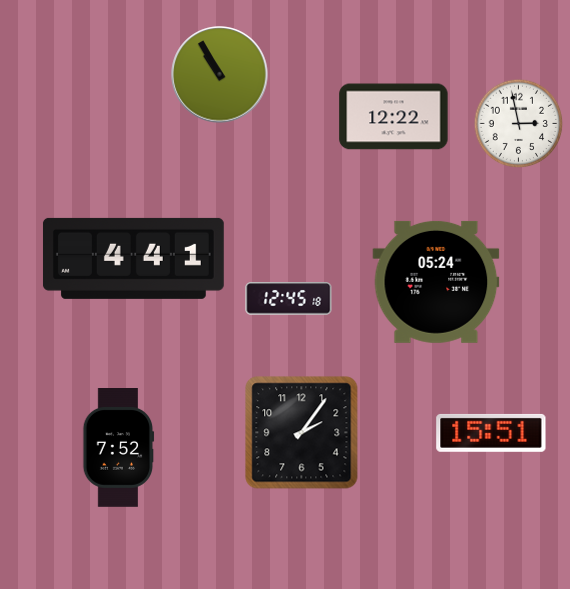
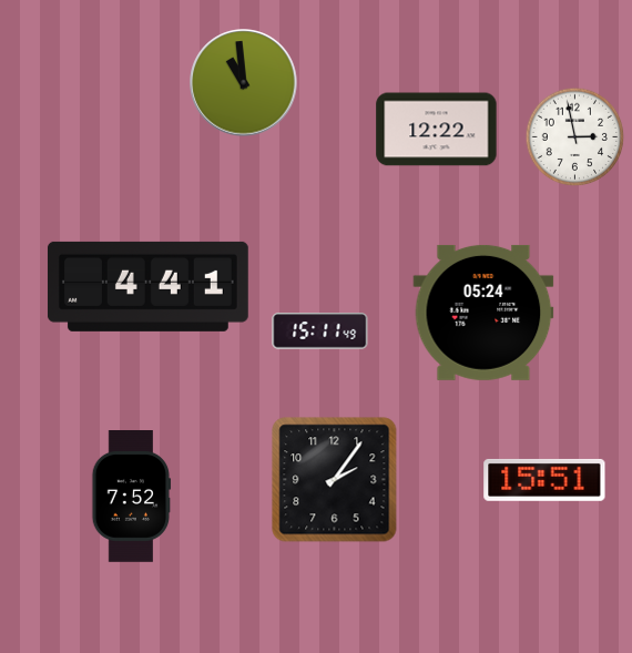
clock at (220, 75): 10:55 -> 10:59
clock at (289, 299): 12:45 -> 15:11
